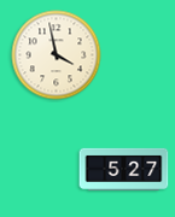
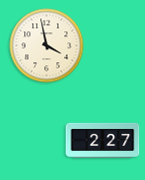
clock at (124, 169): 5:27 -> 2:27
